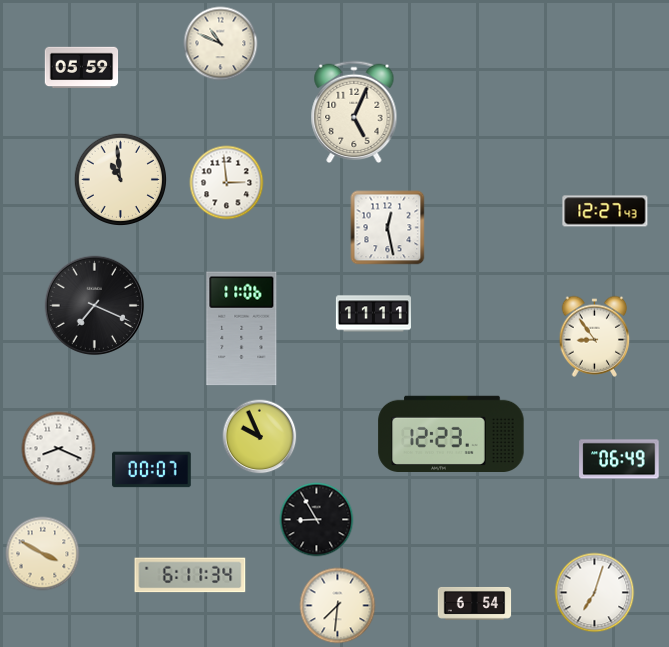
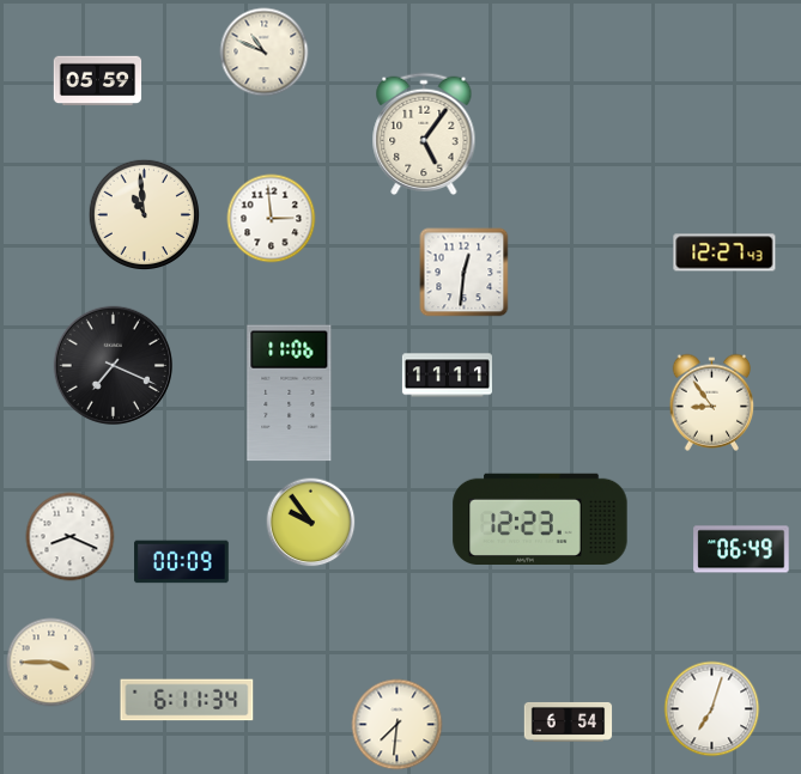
clock at (354, 111): 5:04 -> 5:06
clock at (388, 228): 12:28 -> 12:31
clock at (260, 437): 9:56 -> 9:54
clock at (152, 470): 00:07 -> 00:09
clock at (317, 520): 8:55 -> none
clock at (43, 554): 3:50 -> 3:45
clock at (190, 575) position: (190, 575) -> (187, 700)
clock at (338, 606) position: (338, 606) -> (398, 725)
